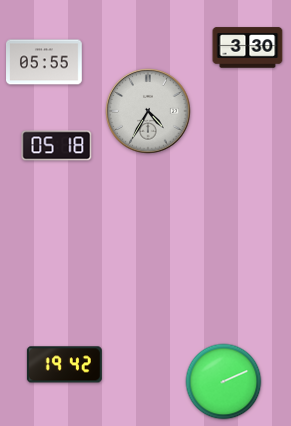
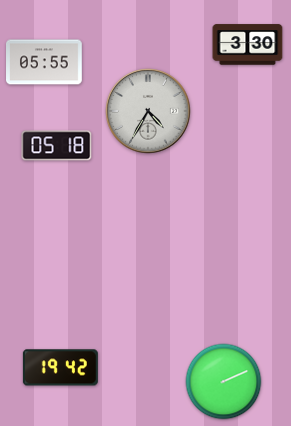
clock at (248, 48) position: (248, 48) -> (248, 45)
clock at (64, 365) position: (64, 365) -> (60, 368)
